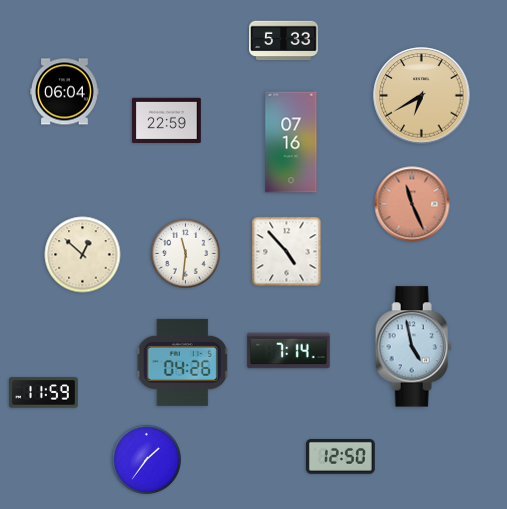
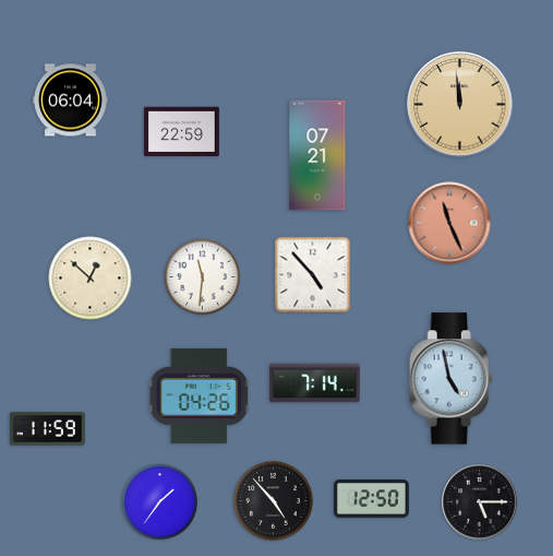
clock at (284, 41): 5:33 -> none
clock at (422, 96): 6:40 -> 11:59
clock at (291, 142): 07:16 -> 07:21
clock at (274, 501): none -> 4:53
clock at (480, 502): none -> 5:15
